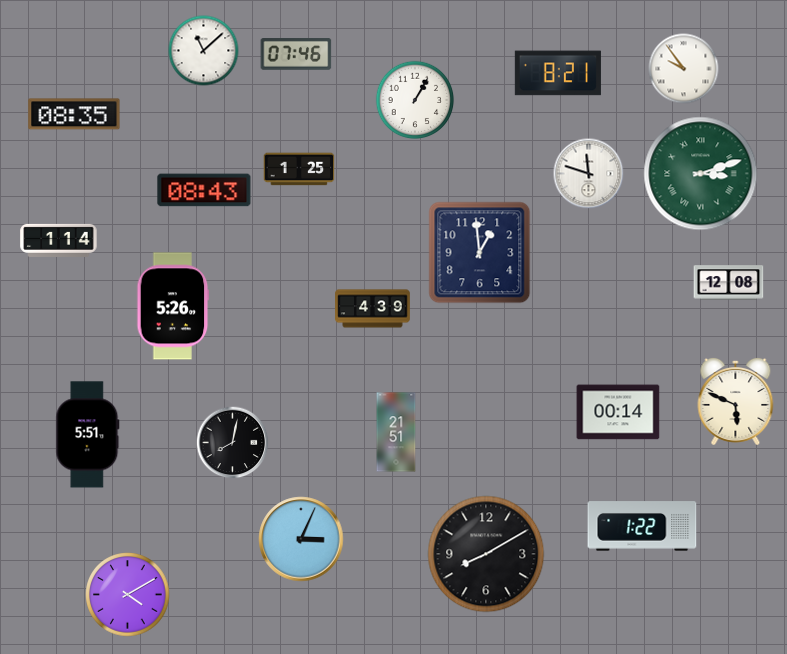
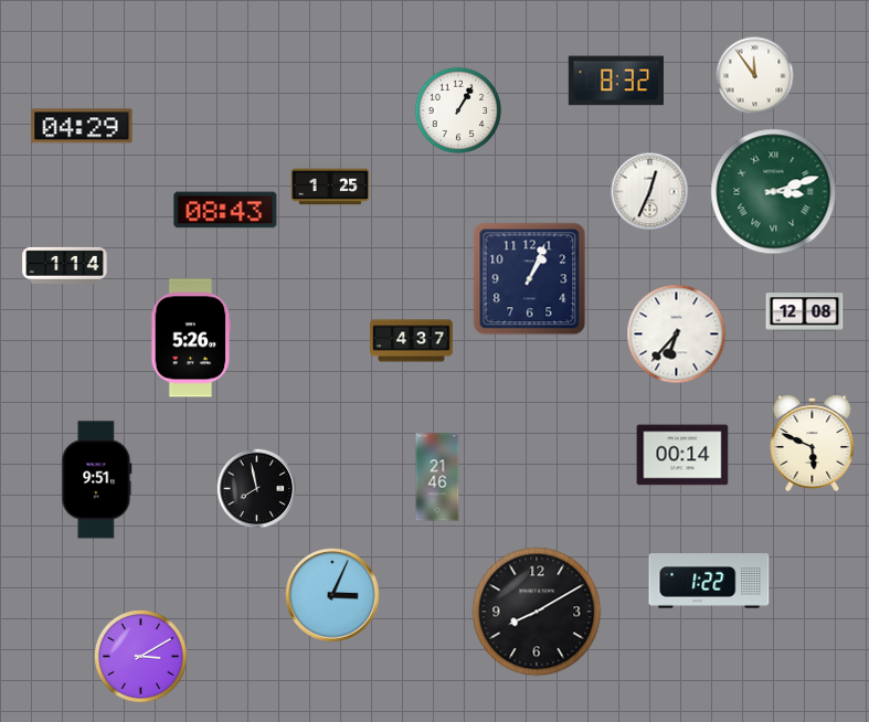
clock at (204, 51): 11:08 -> none
clock at (296, 55): 07:46 -> none
clock at (684, 69): 9:54 -> 11:54
clock at (558, 73): 8:21 -> 8:32
clock at (74, 114): 08:35 -> 04:29
clock at (589, 174): 11:48 -> 12:34
clock at (480, 253): 12:59 -> 1:04
clock at (677, 335): none -> 6:37
clock at (373, 309): 4:39 -> 4:37
clock at (396, 432): 21:51 -> 21:46
clock at (88, 435): 5:51 -> 9:51
clock at (233, 443): 8:02 -> 7:58
clock at (128, 595): 4:10 -> 3:10
